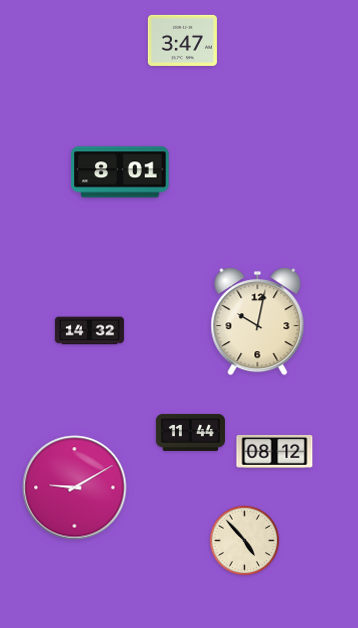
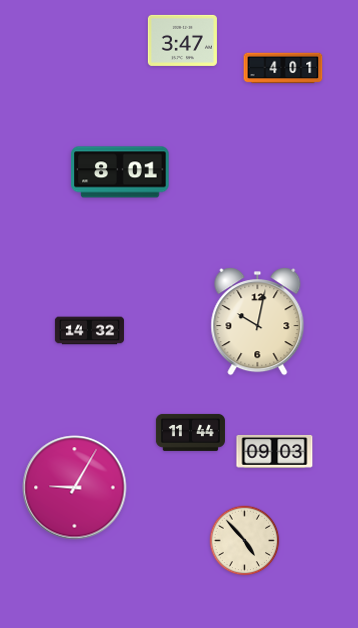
clock at (283, 68): none -> 4:01
clock at (275, 451): 08:12 -> 09:03
clock at (75, 488): 9:10 -> 9:05
